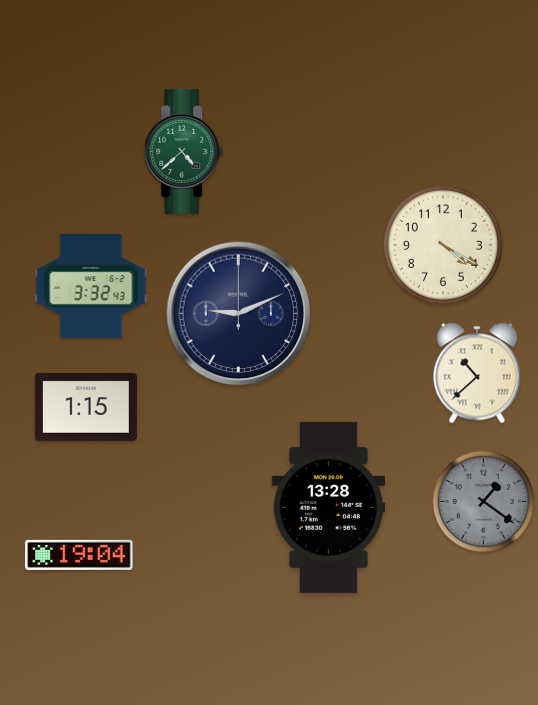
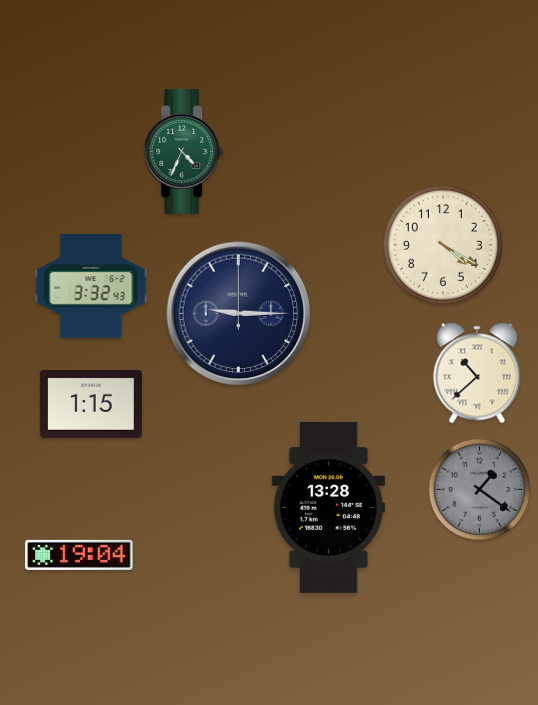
clock at (184, 151): 4:38 -> 4:34
clock at (239, 314): 9:11 -> 9:15
clock at (86, 407) position: (86, 407) -> (91, 404)
clock at (484, 502) position: (484, 502) -> (480, 490)
